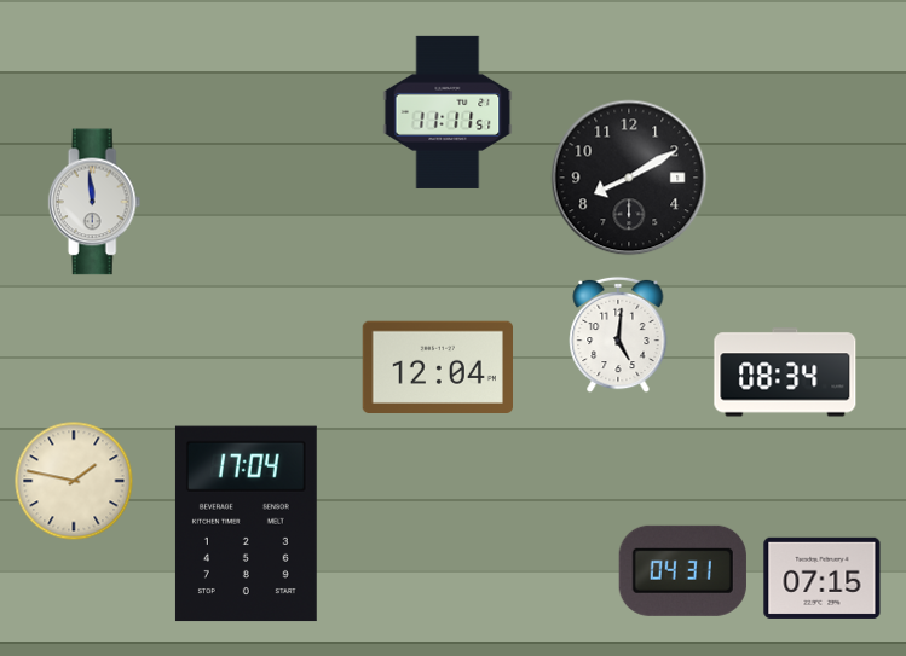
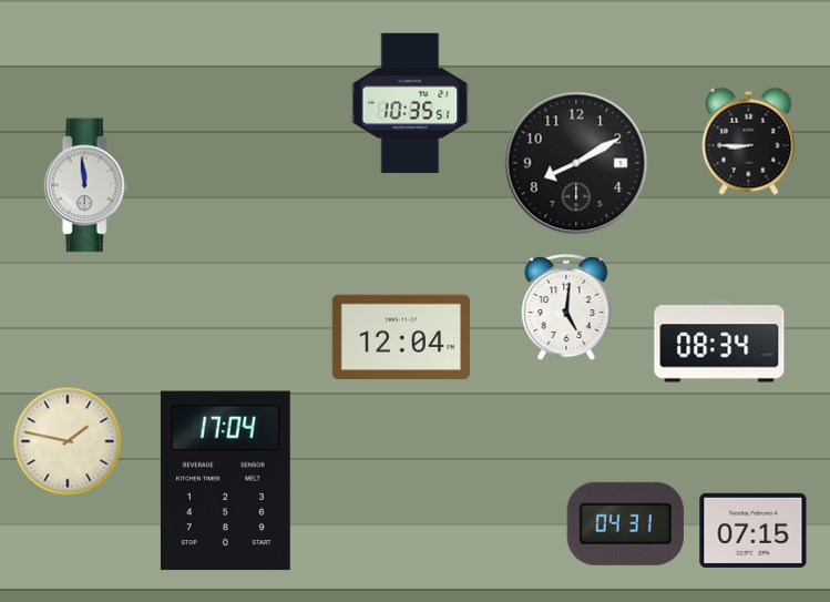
clock at (448, 112): 11:11 -> 10:35
clock at (749, 141): none -> 8:45
